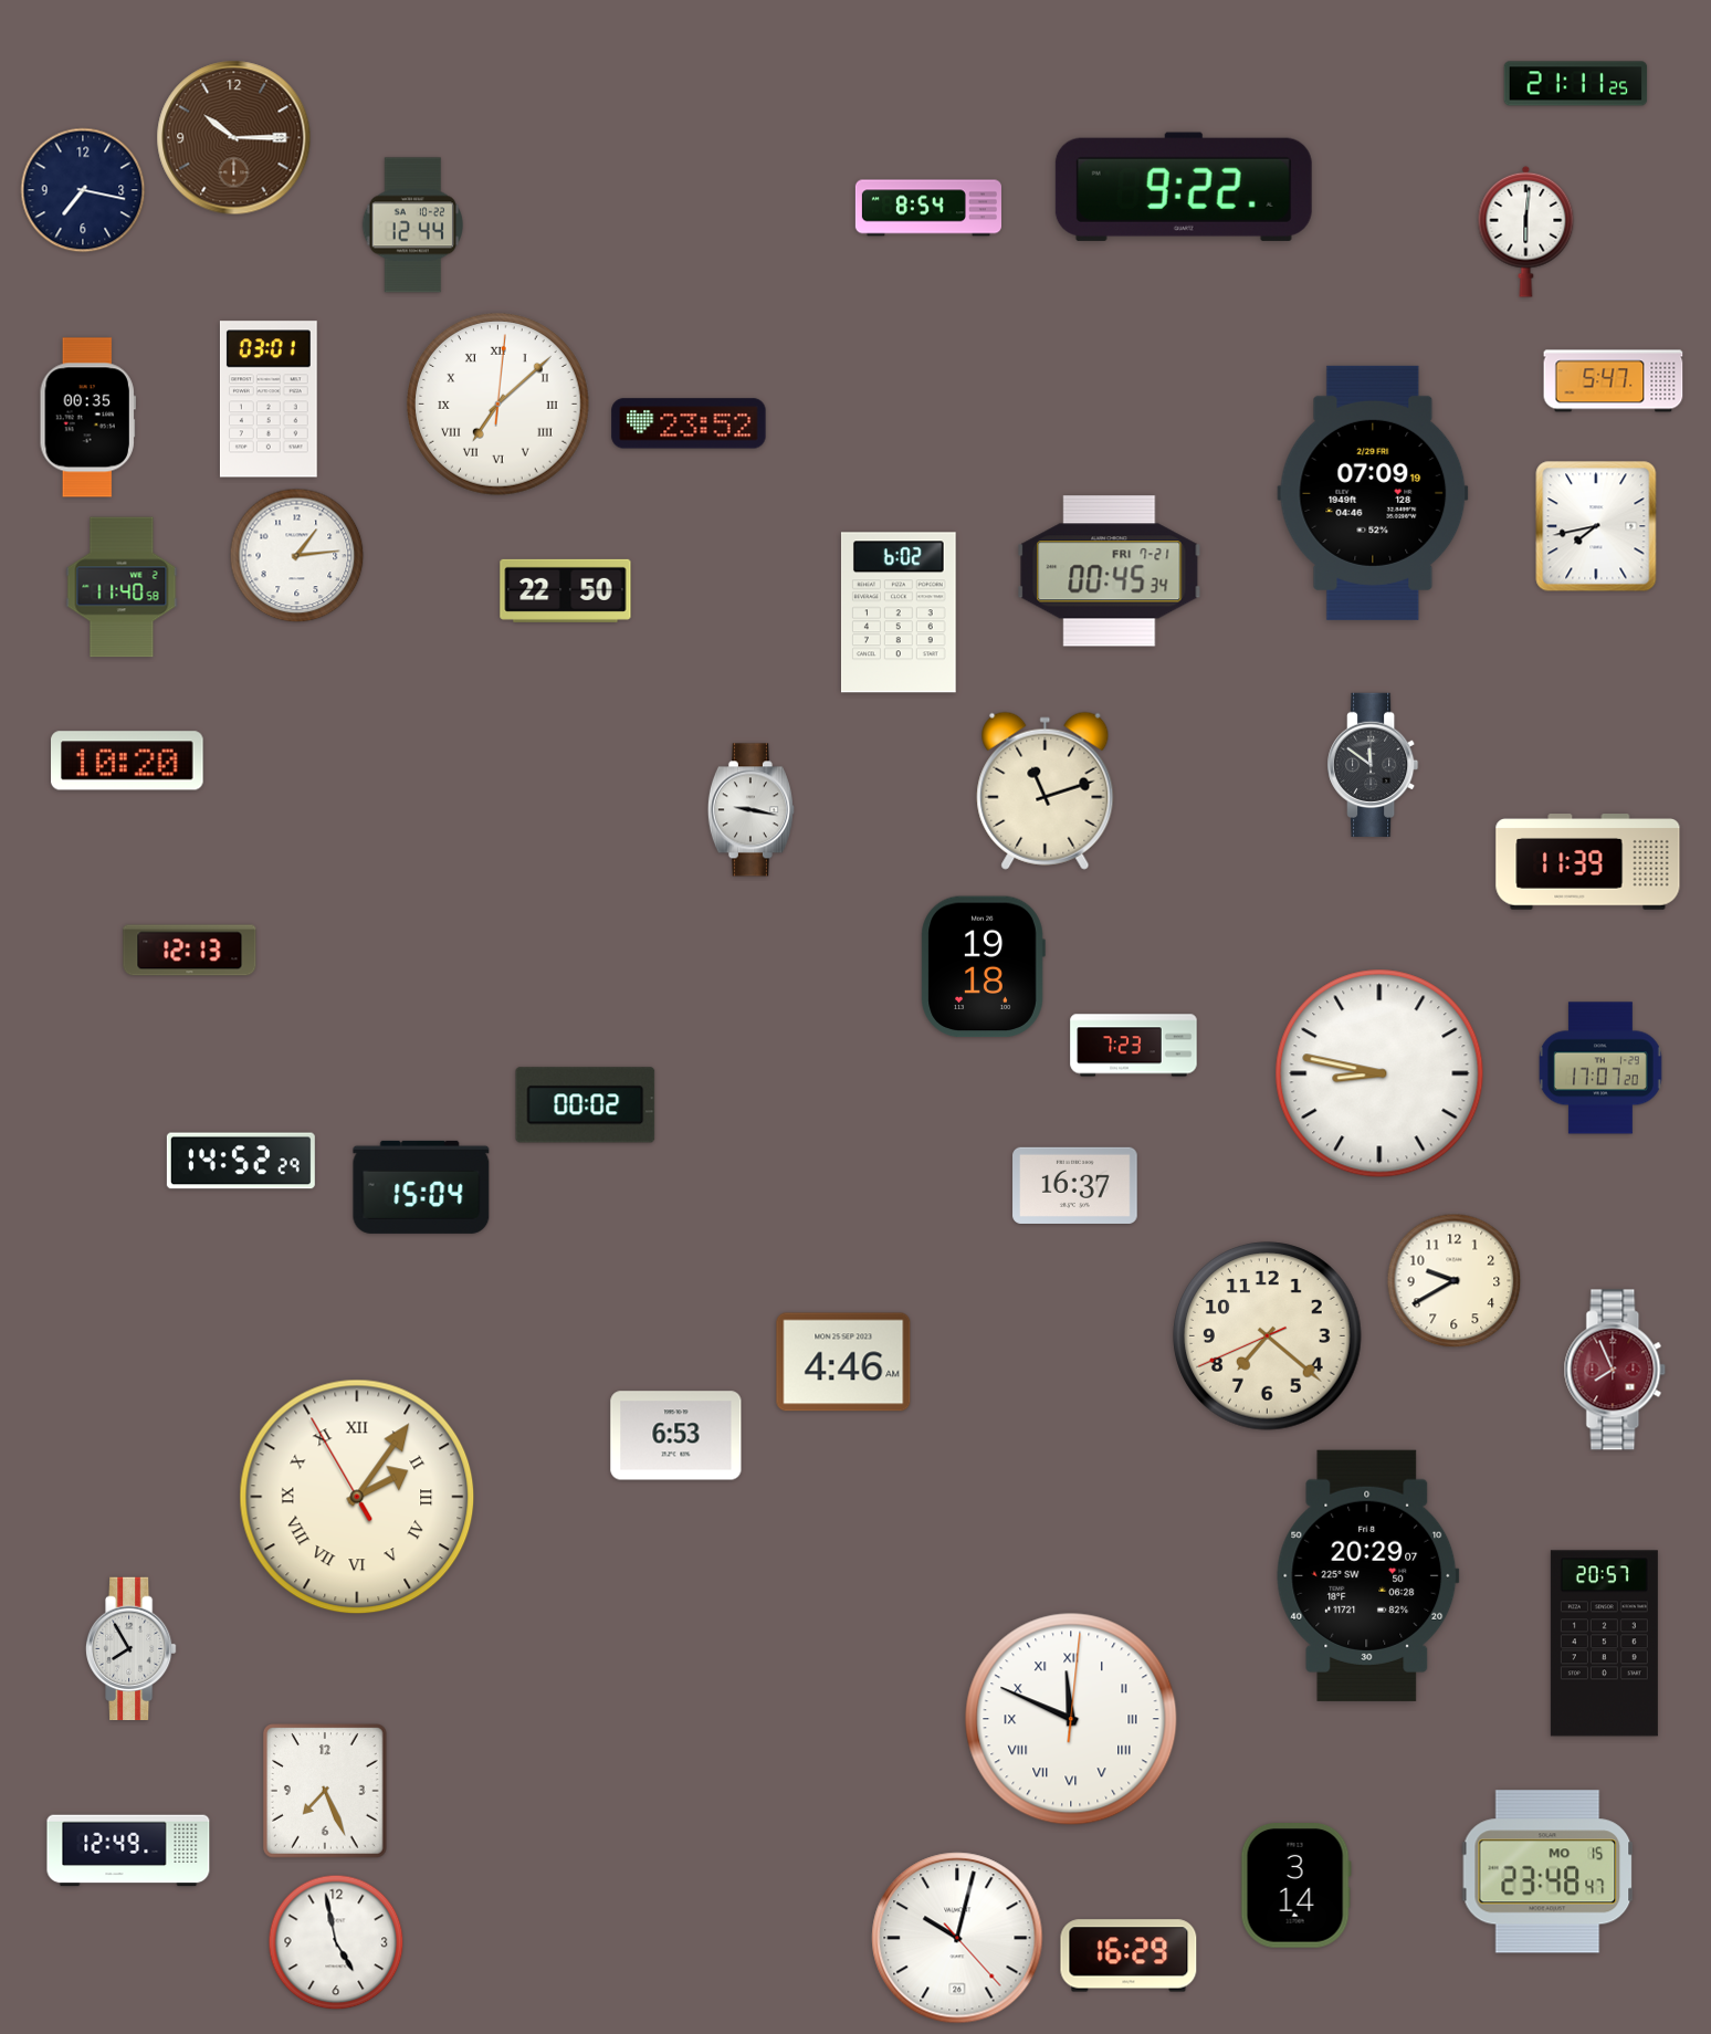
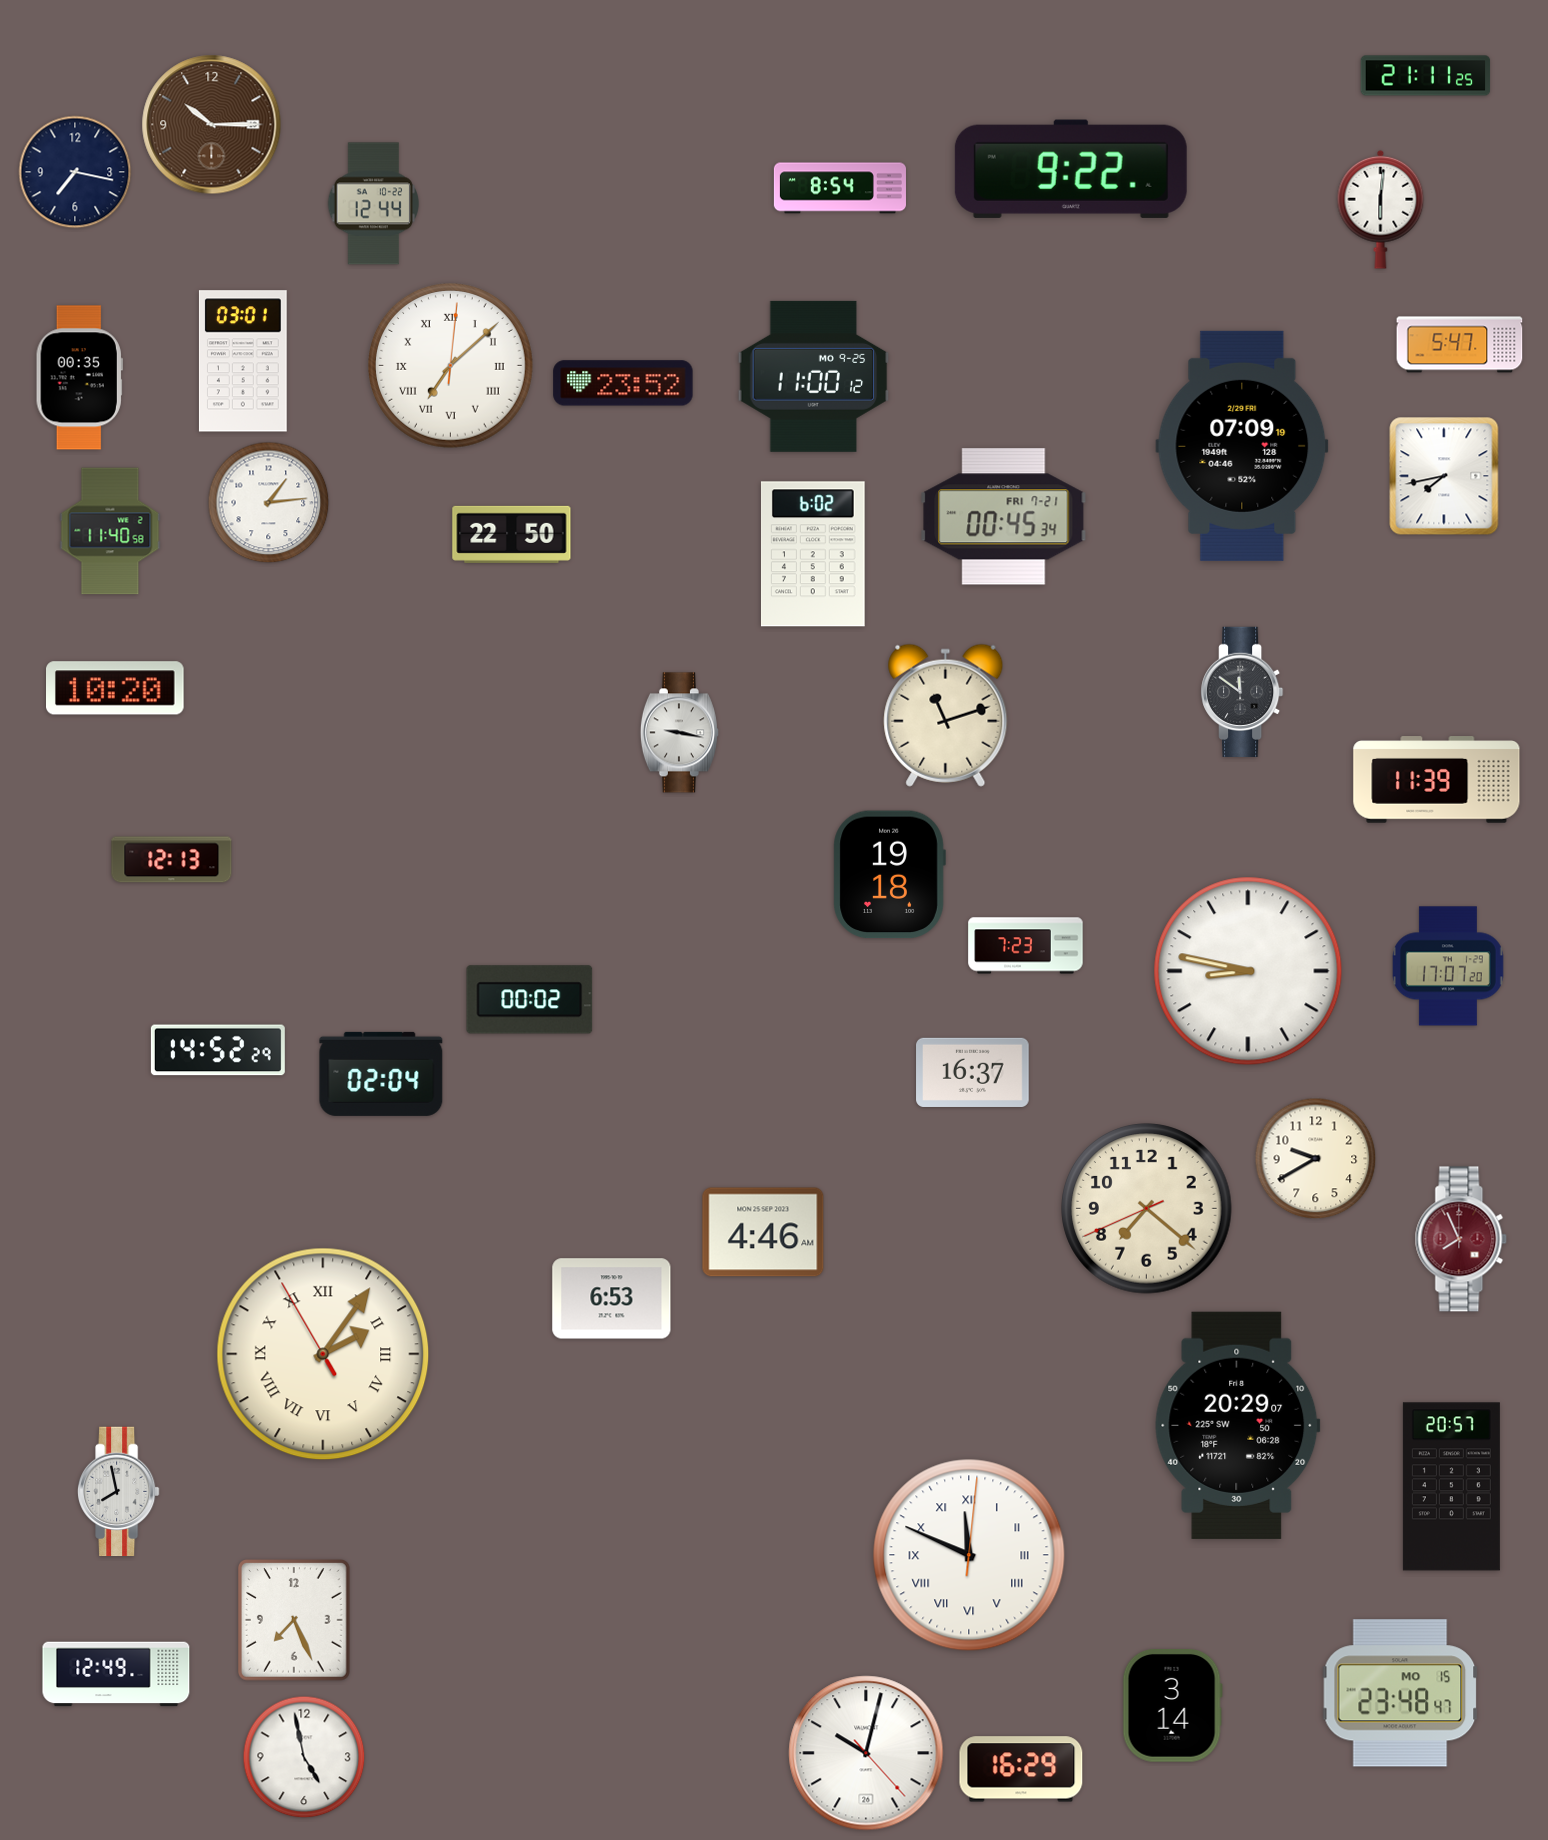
clock at (814, 376): none -> 11:00
clock at (421, 1187): 15:04 -> 02:04
clock at (132, 1649): 7:55 -> 7:58
